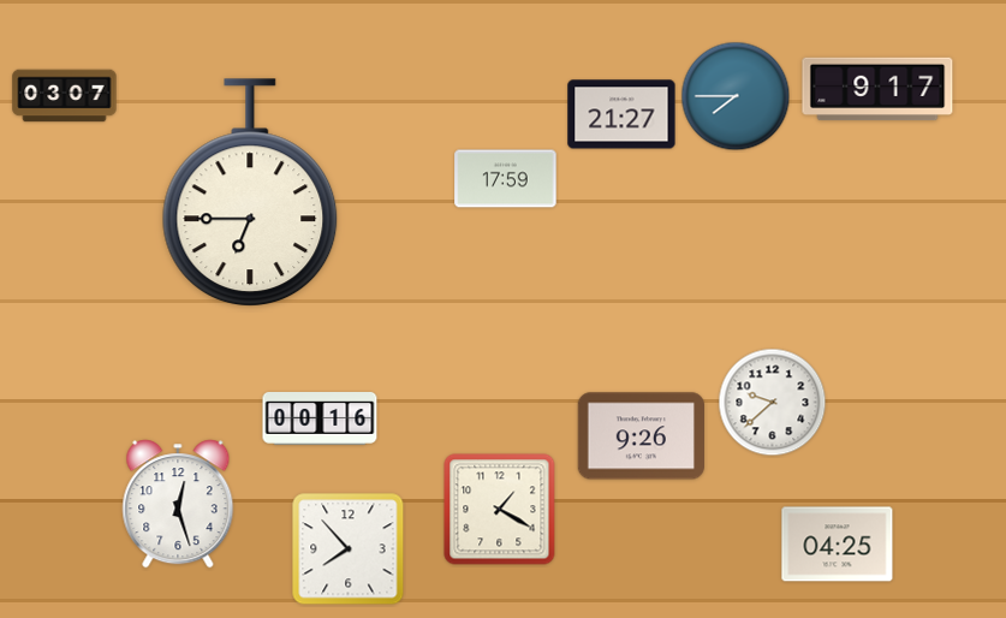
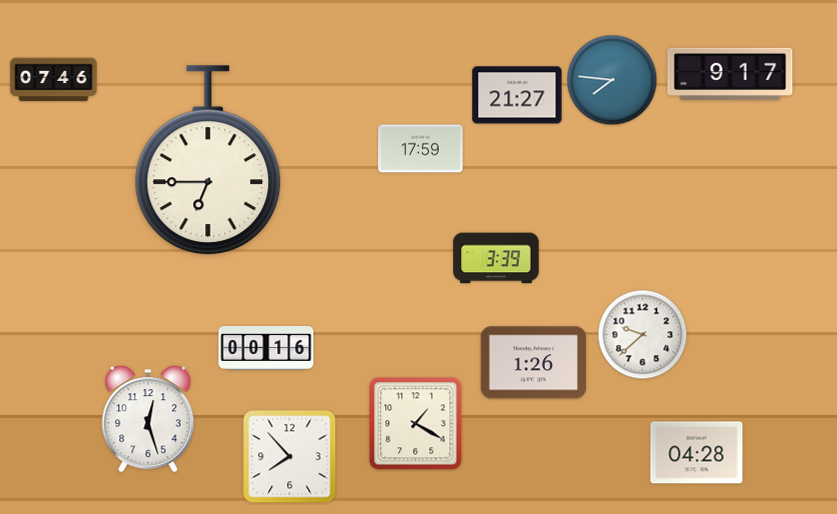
clock at (65, 96): 03:07 -> 07:46
clock at (736, 96): 7:45 -> 7:46
clock at (496, 258): none -> 3:39
clock at (641, 436): 9:26 -> 1:26
clock at (838, 545): 04:25 -> 04:28
